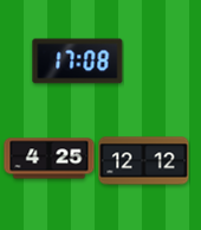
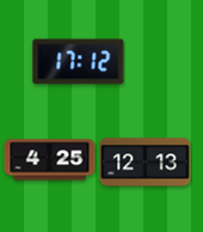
clock at (78, 62): 17:08 -> 17:12
clock at (144, 161): 12:12 -> 12:13
